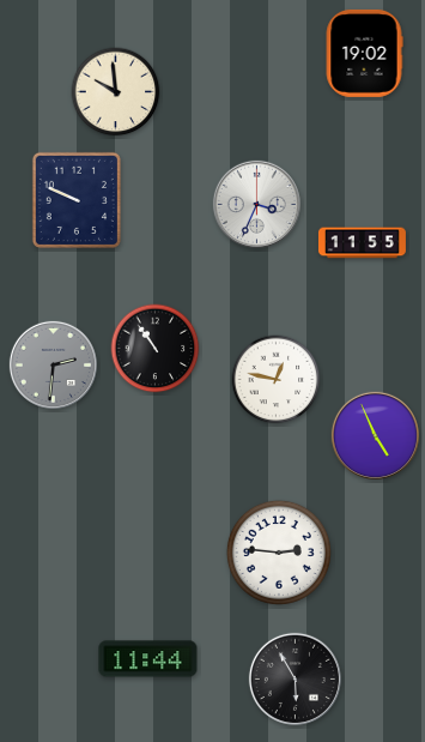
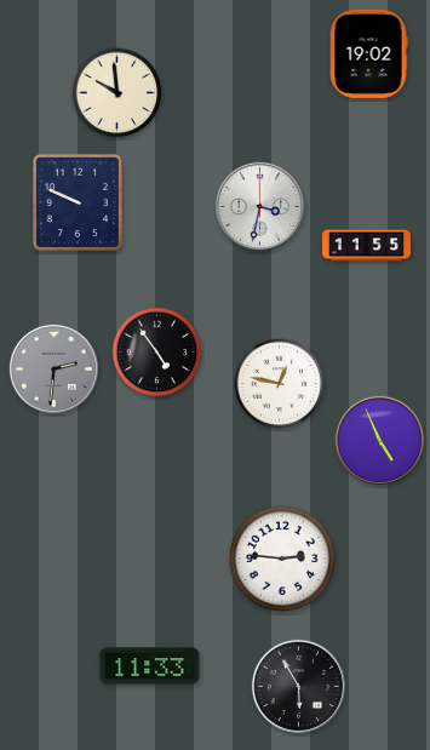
clock at (256, 204): 3:34 -> 3:32
clock at (156, 349): 10:54 -> 4:54
clock at (148, 659): 11:44 -> 11:33
